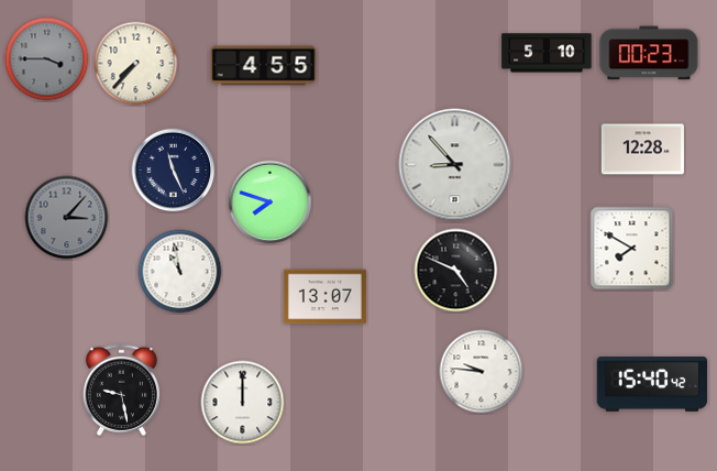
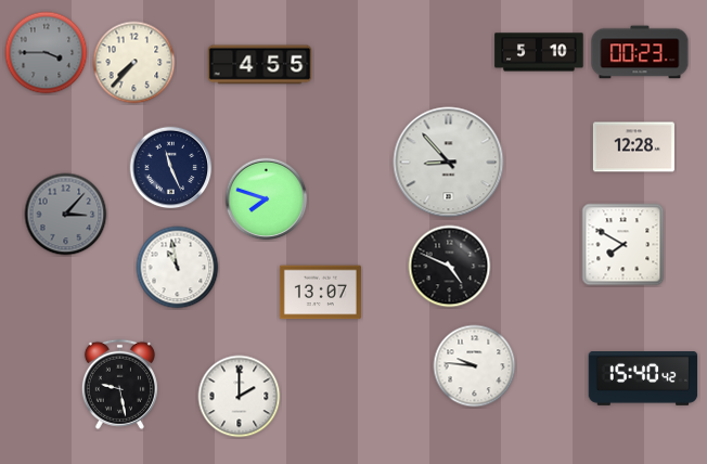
clock at (47, 59) position: (47, 59) -> (47, 53)
clock at (243, 403): 12:00 -> 2:00
